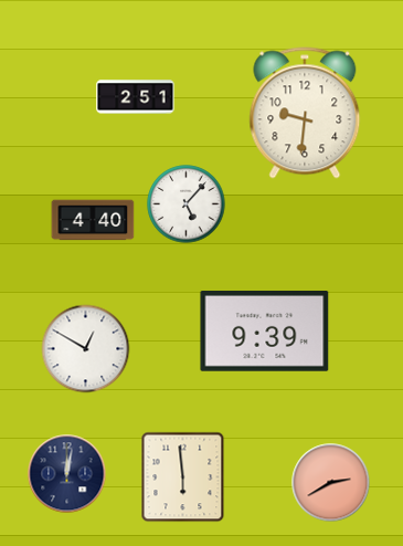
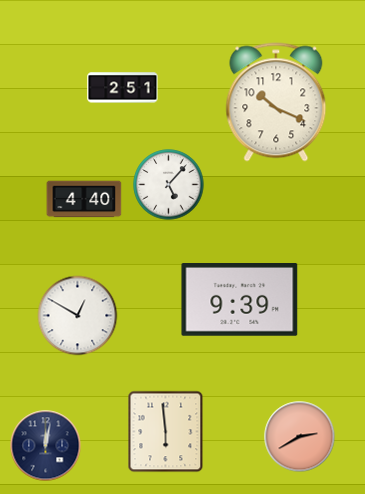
clock at (305, 113): 9:31 -> 10:19
clock at (67, 474) position: (67, 474) -> (46, 446)
